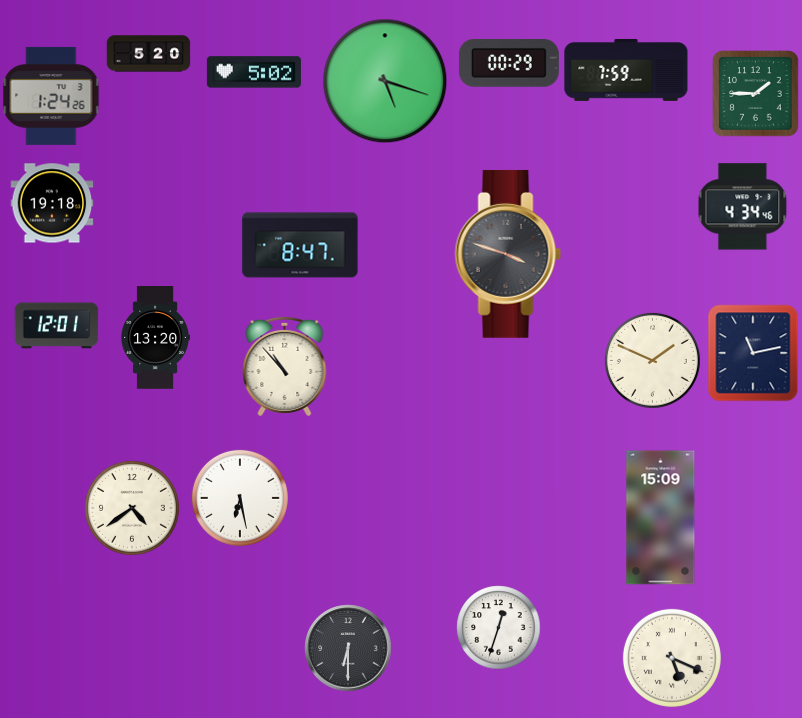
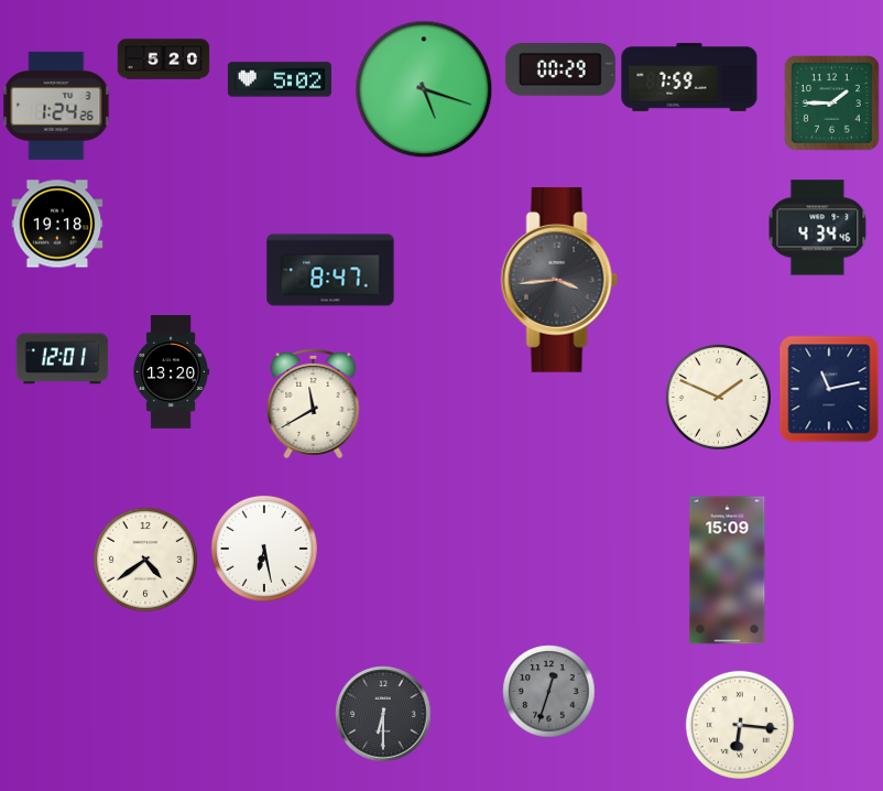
clock at (508, 254): 3:48 -> 3:44
clock at (285, 366): 10:53 -> 11:40
clock at (498, 627) dial: white -> grey
clock at (672, 658): 5:19 -> 6:16
